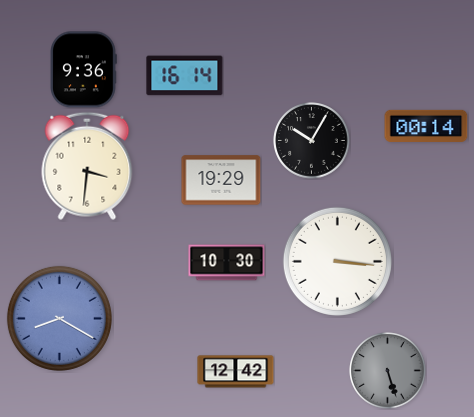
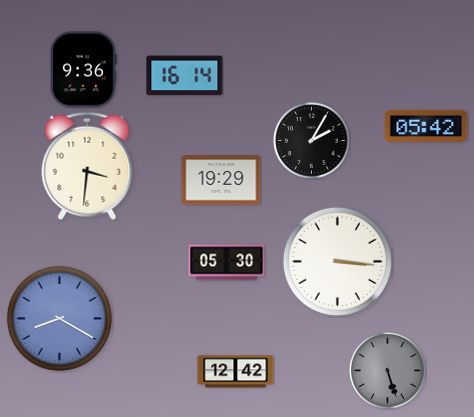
clock at (426, 126): 00:14 -> 05:42
clock at (312, 141): 10:05 -> 2:05
clock at (227, 263): 10:30 -> 05:30
